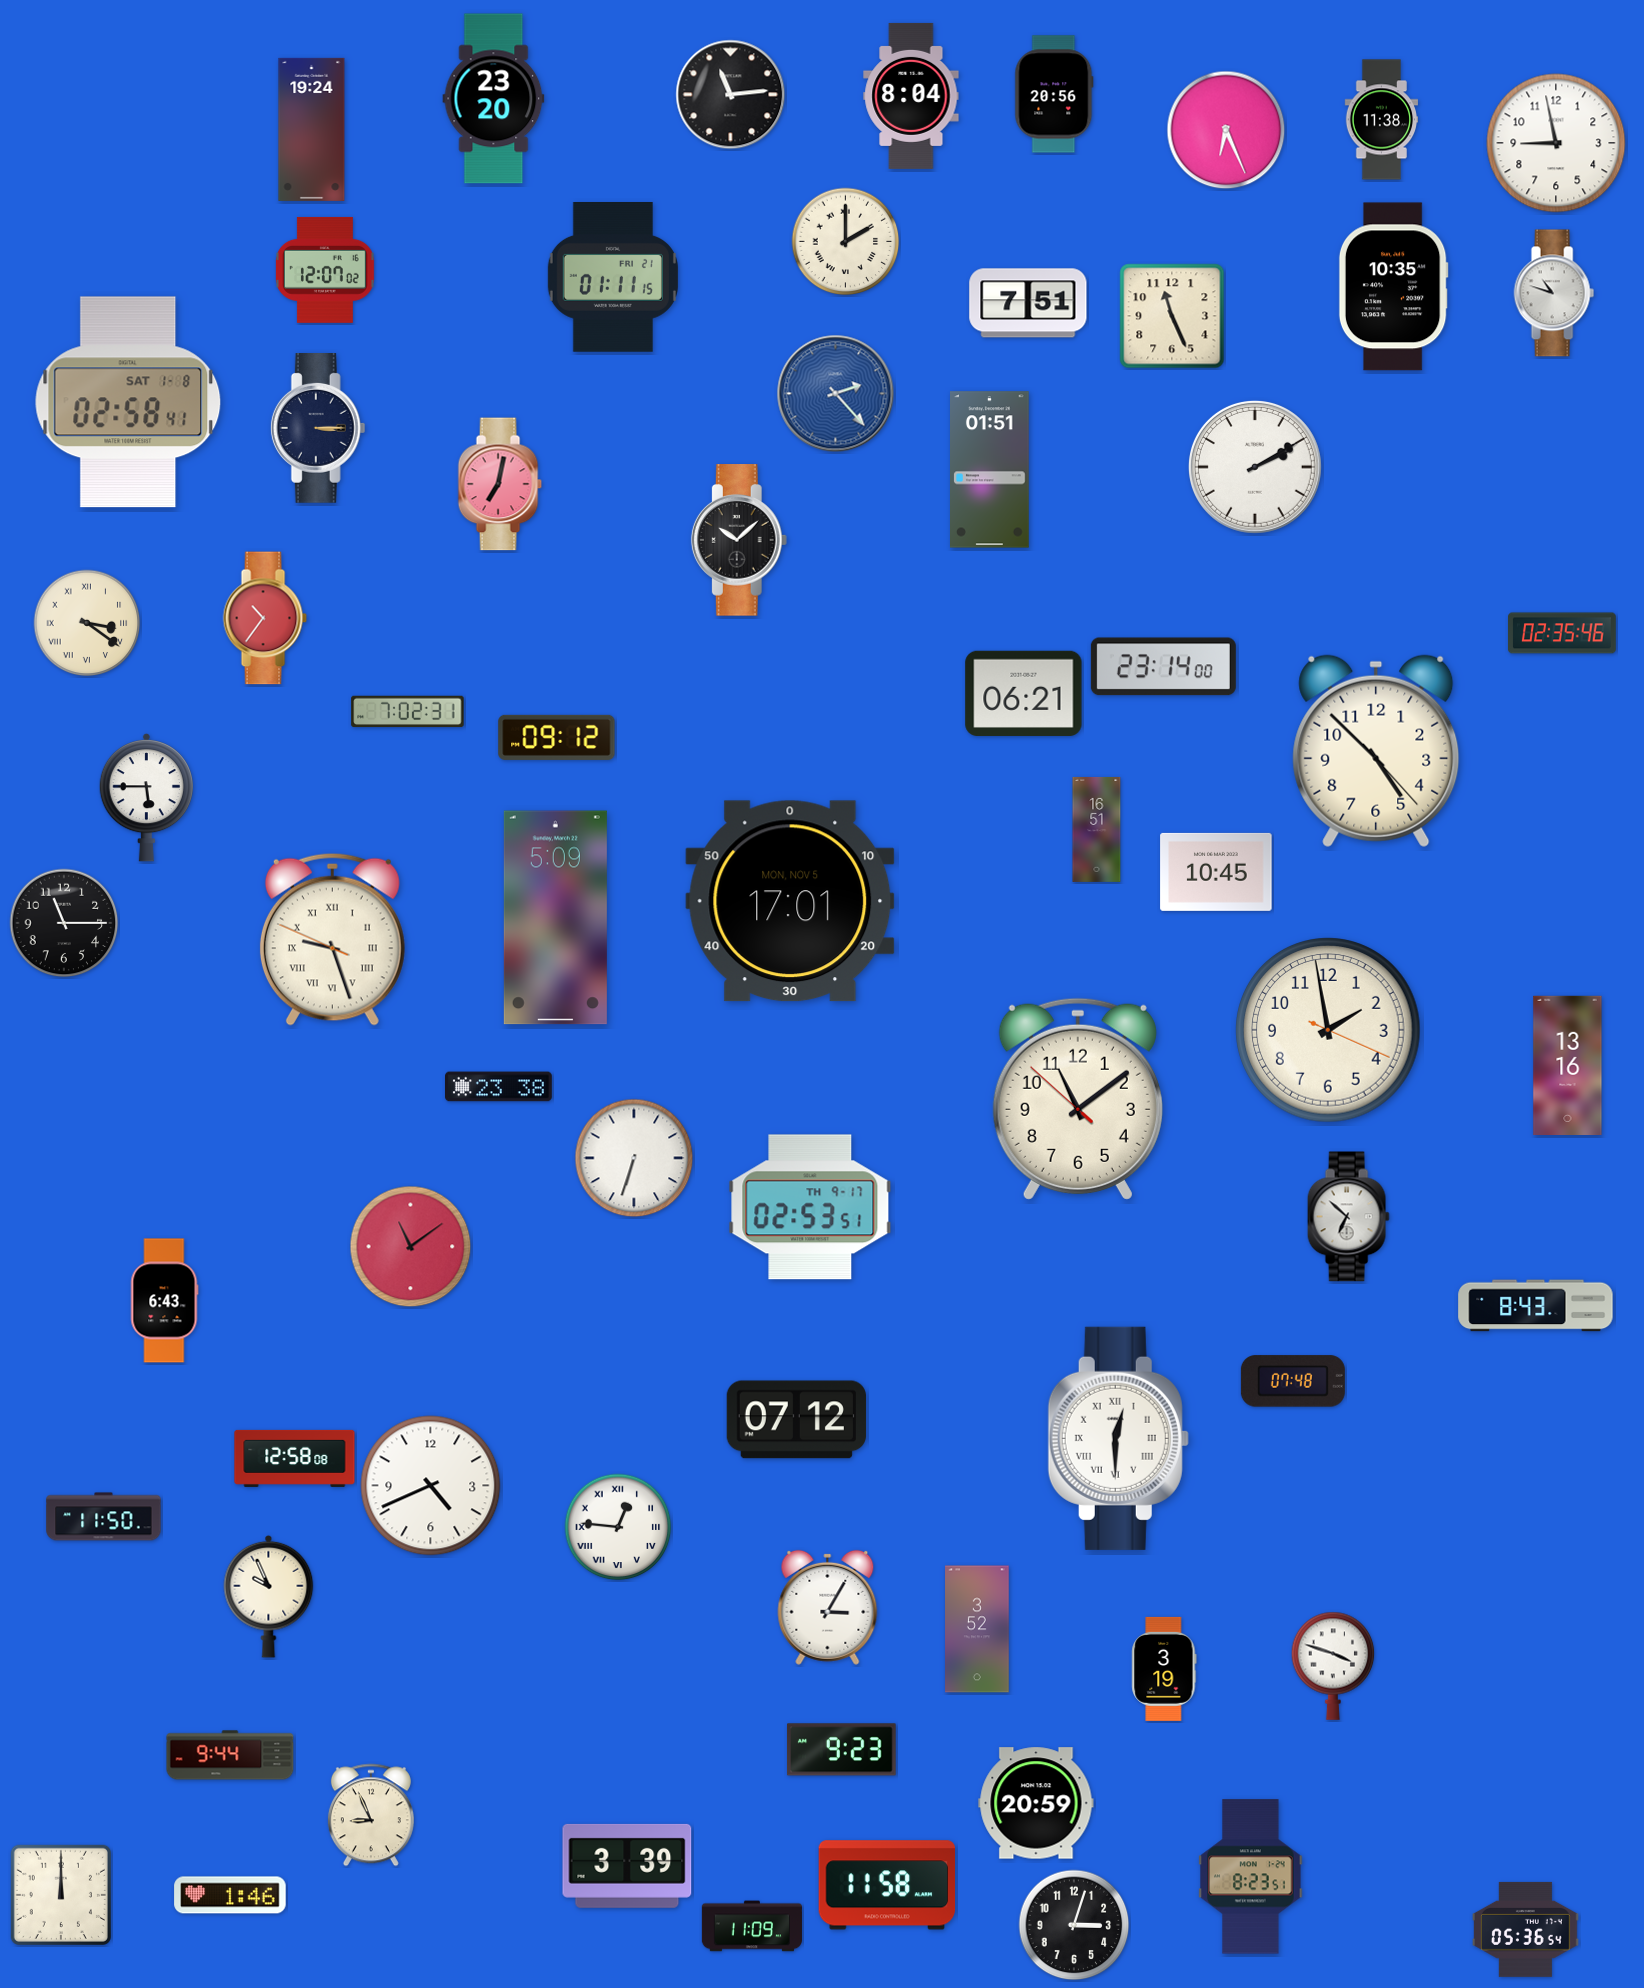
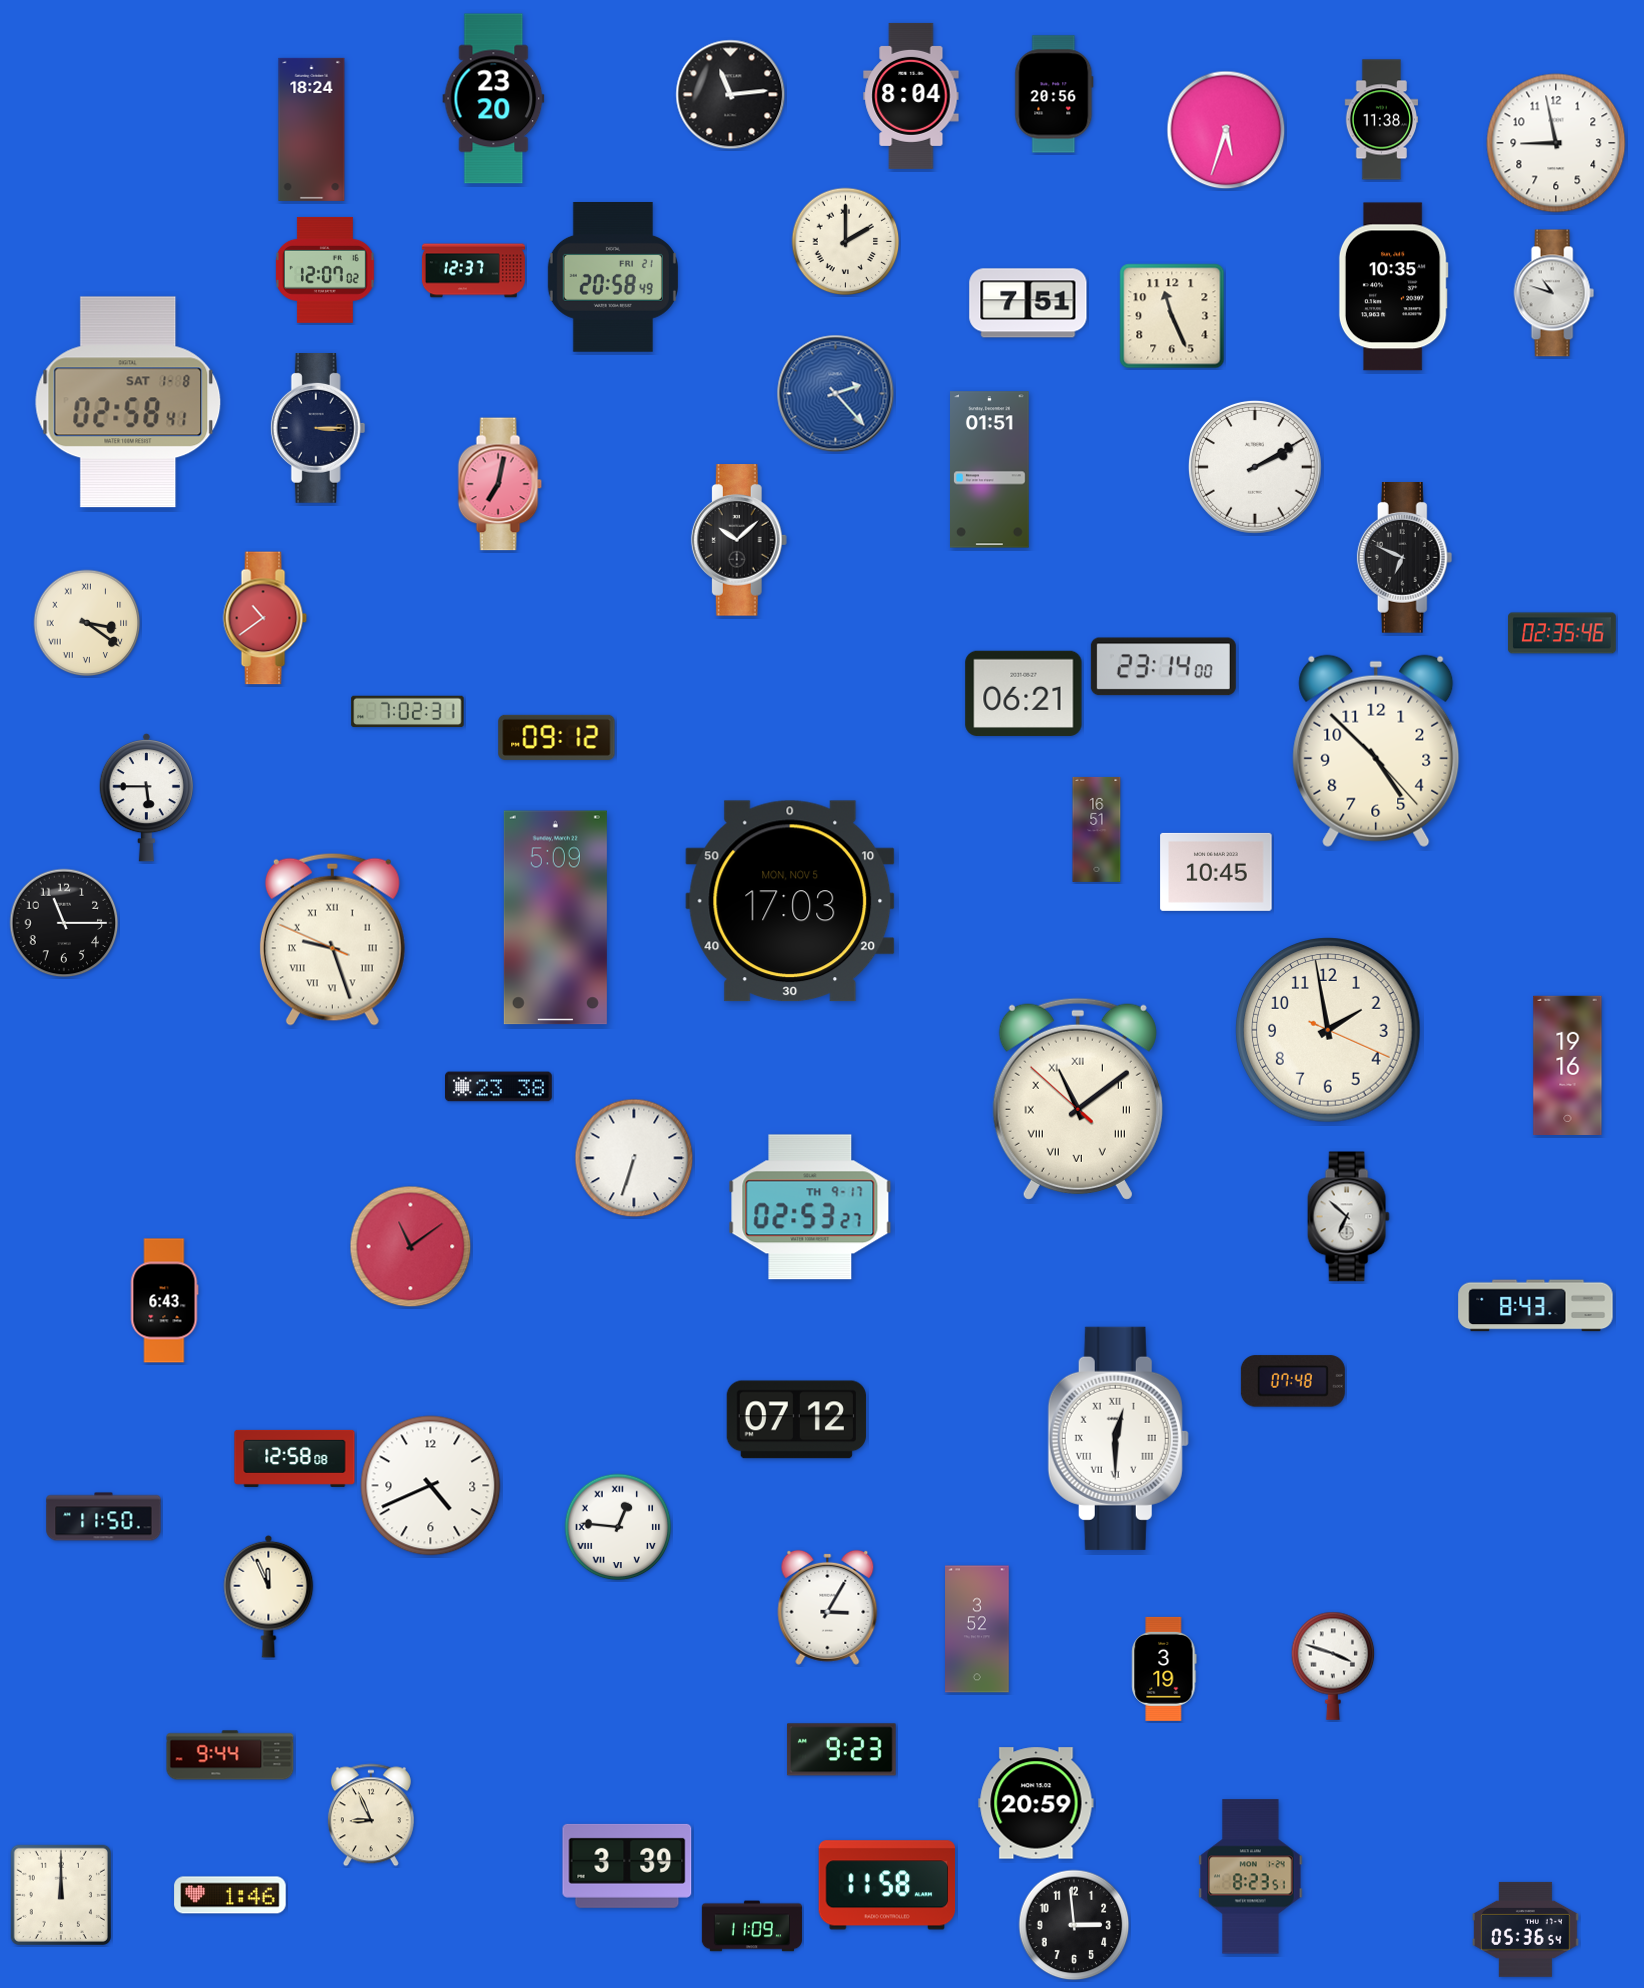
clock at (312, 129): 19:24 -> 18:24
clock at (1226, 130): 6:26 -> 5:33
clock at (473, 271): none -> 12:37
clock at (613, 278): 01:11 -> 20:58
clock at (1405, 558): none -> 6:49
clock at (265, 618): 10:36 -> 10:39
clock at (790, 901): 17:01 -> 17:03
clock at (1568, 1065): 13:16 -> 19:16
clock at (1078, 1099) numerals: Arabic -> Roman
clock at (810, 1207): 02:53:51 -> 02:53:27
clock at (269, 1596): 9:56 -> 11:56
clock at (1074, 1925): 3:03 -> 2:59
